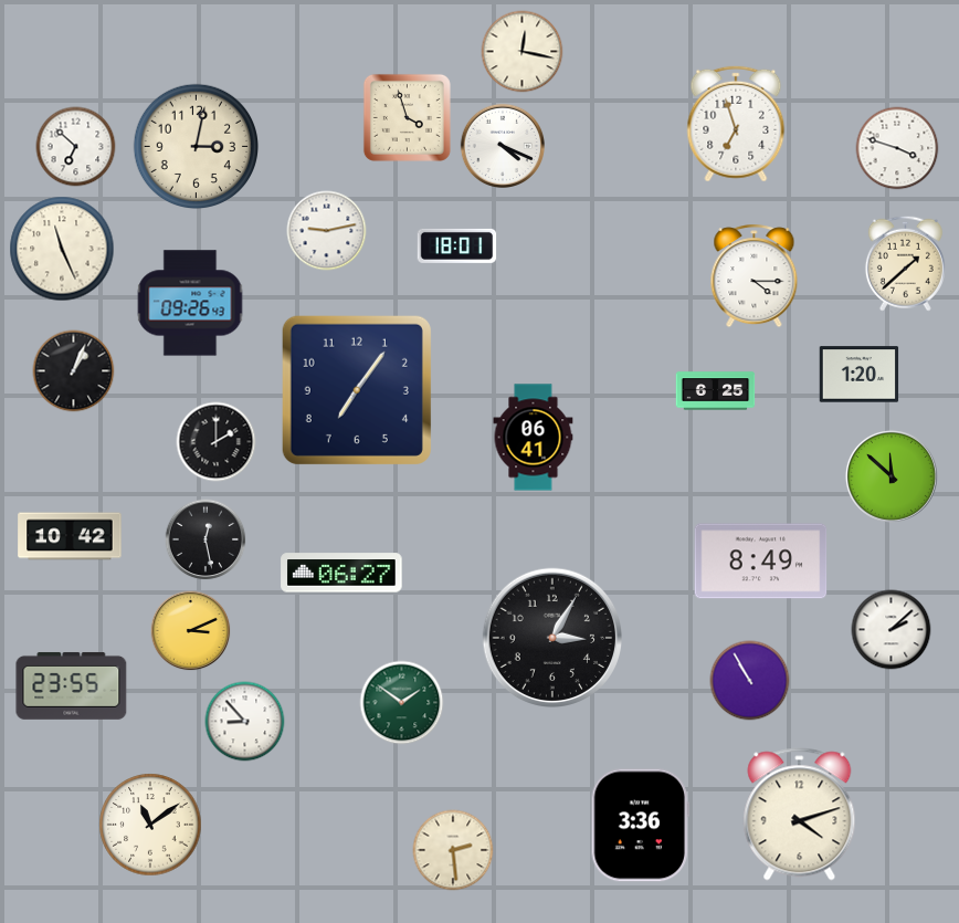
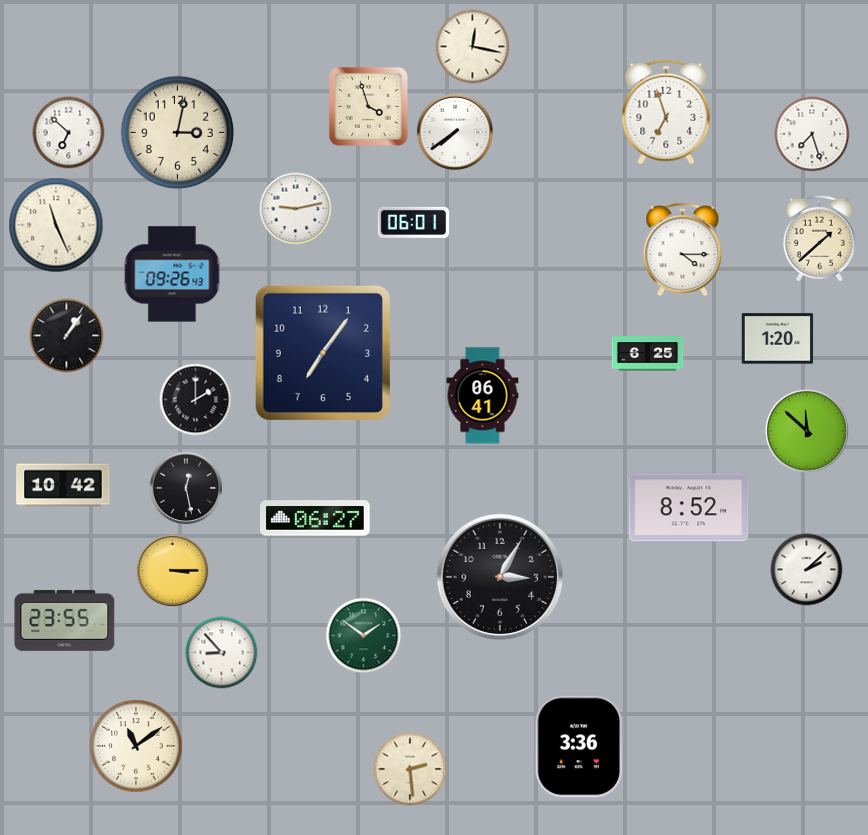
clock at (502, 145): 4:19 -> 7:39
clock at (897, 148): 3:48 -> 7:27
clock at (457, 245): 18:01 -> 06:01
clock at (74, 371): 1:04 -> 1:06
clock at (761, 562): 8:49 -> 8:52
clock at (341, 573) position: (341, 573) -> (315, 518)
clock at (191, 631): 3:11 -> 3:15
clock at (750, 681): 10:55 -> none
clock at (800, 815): 4:12 -> none
